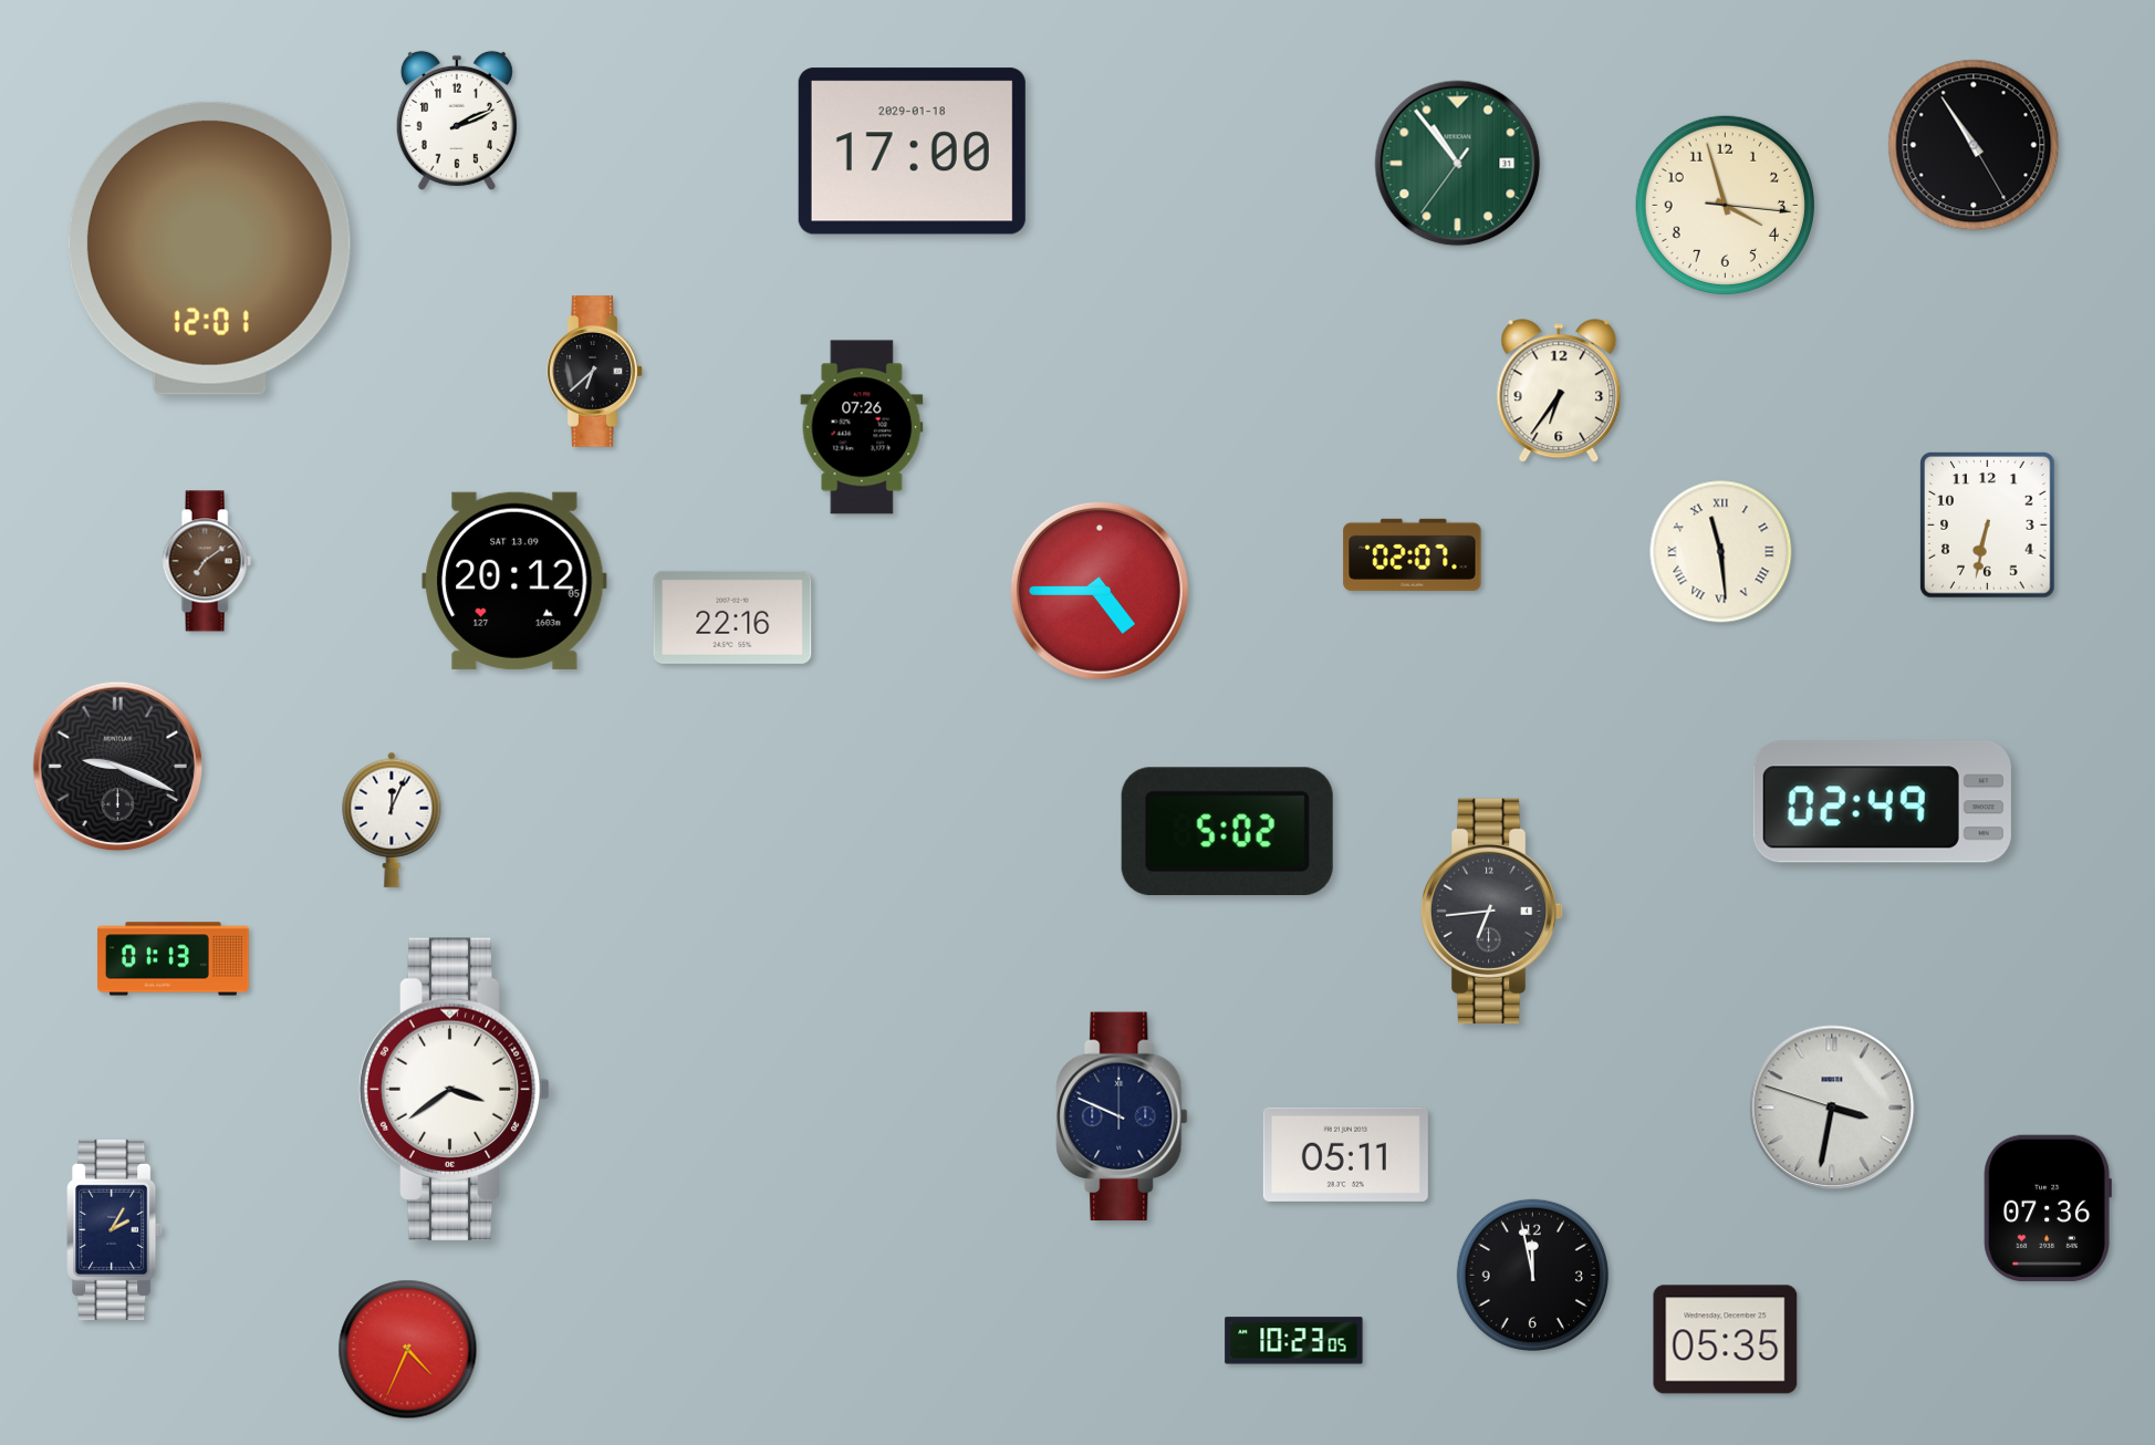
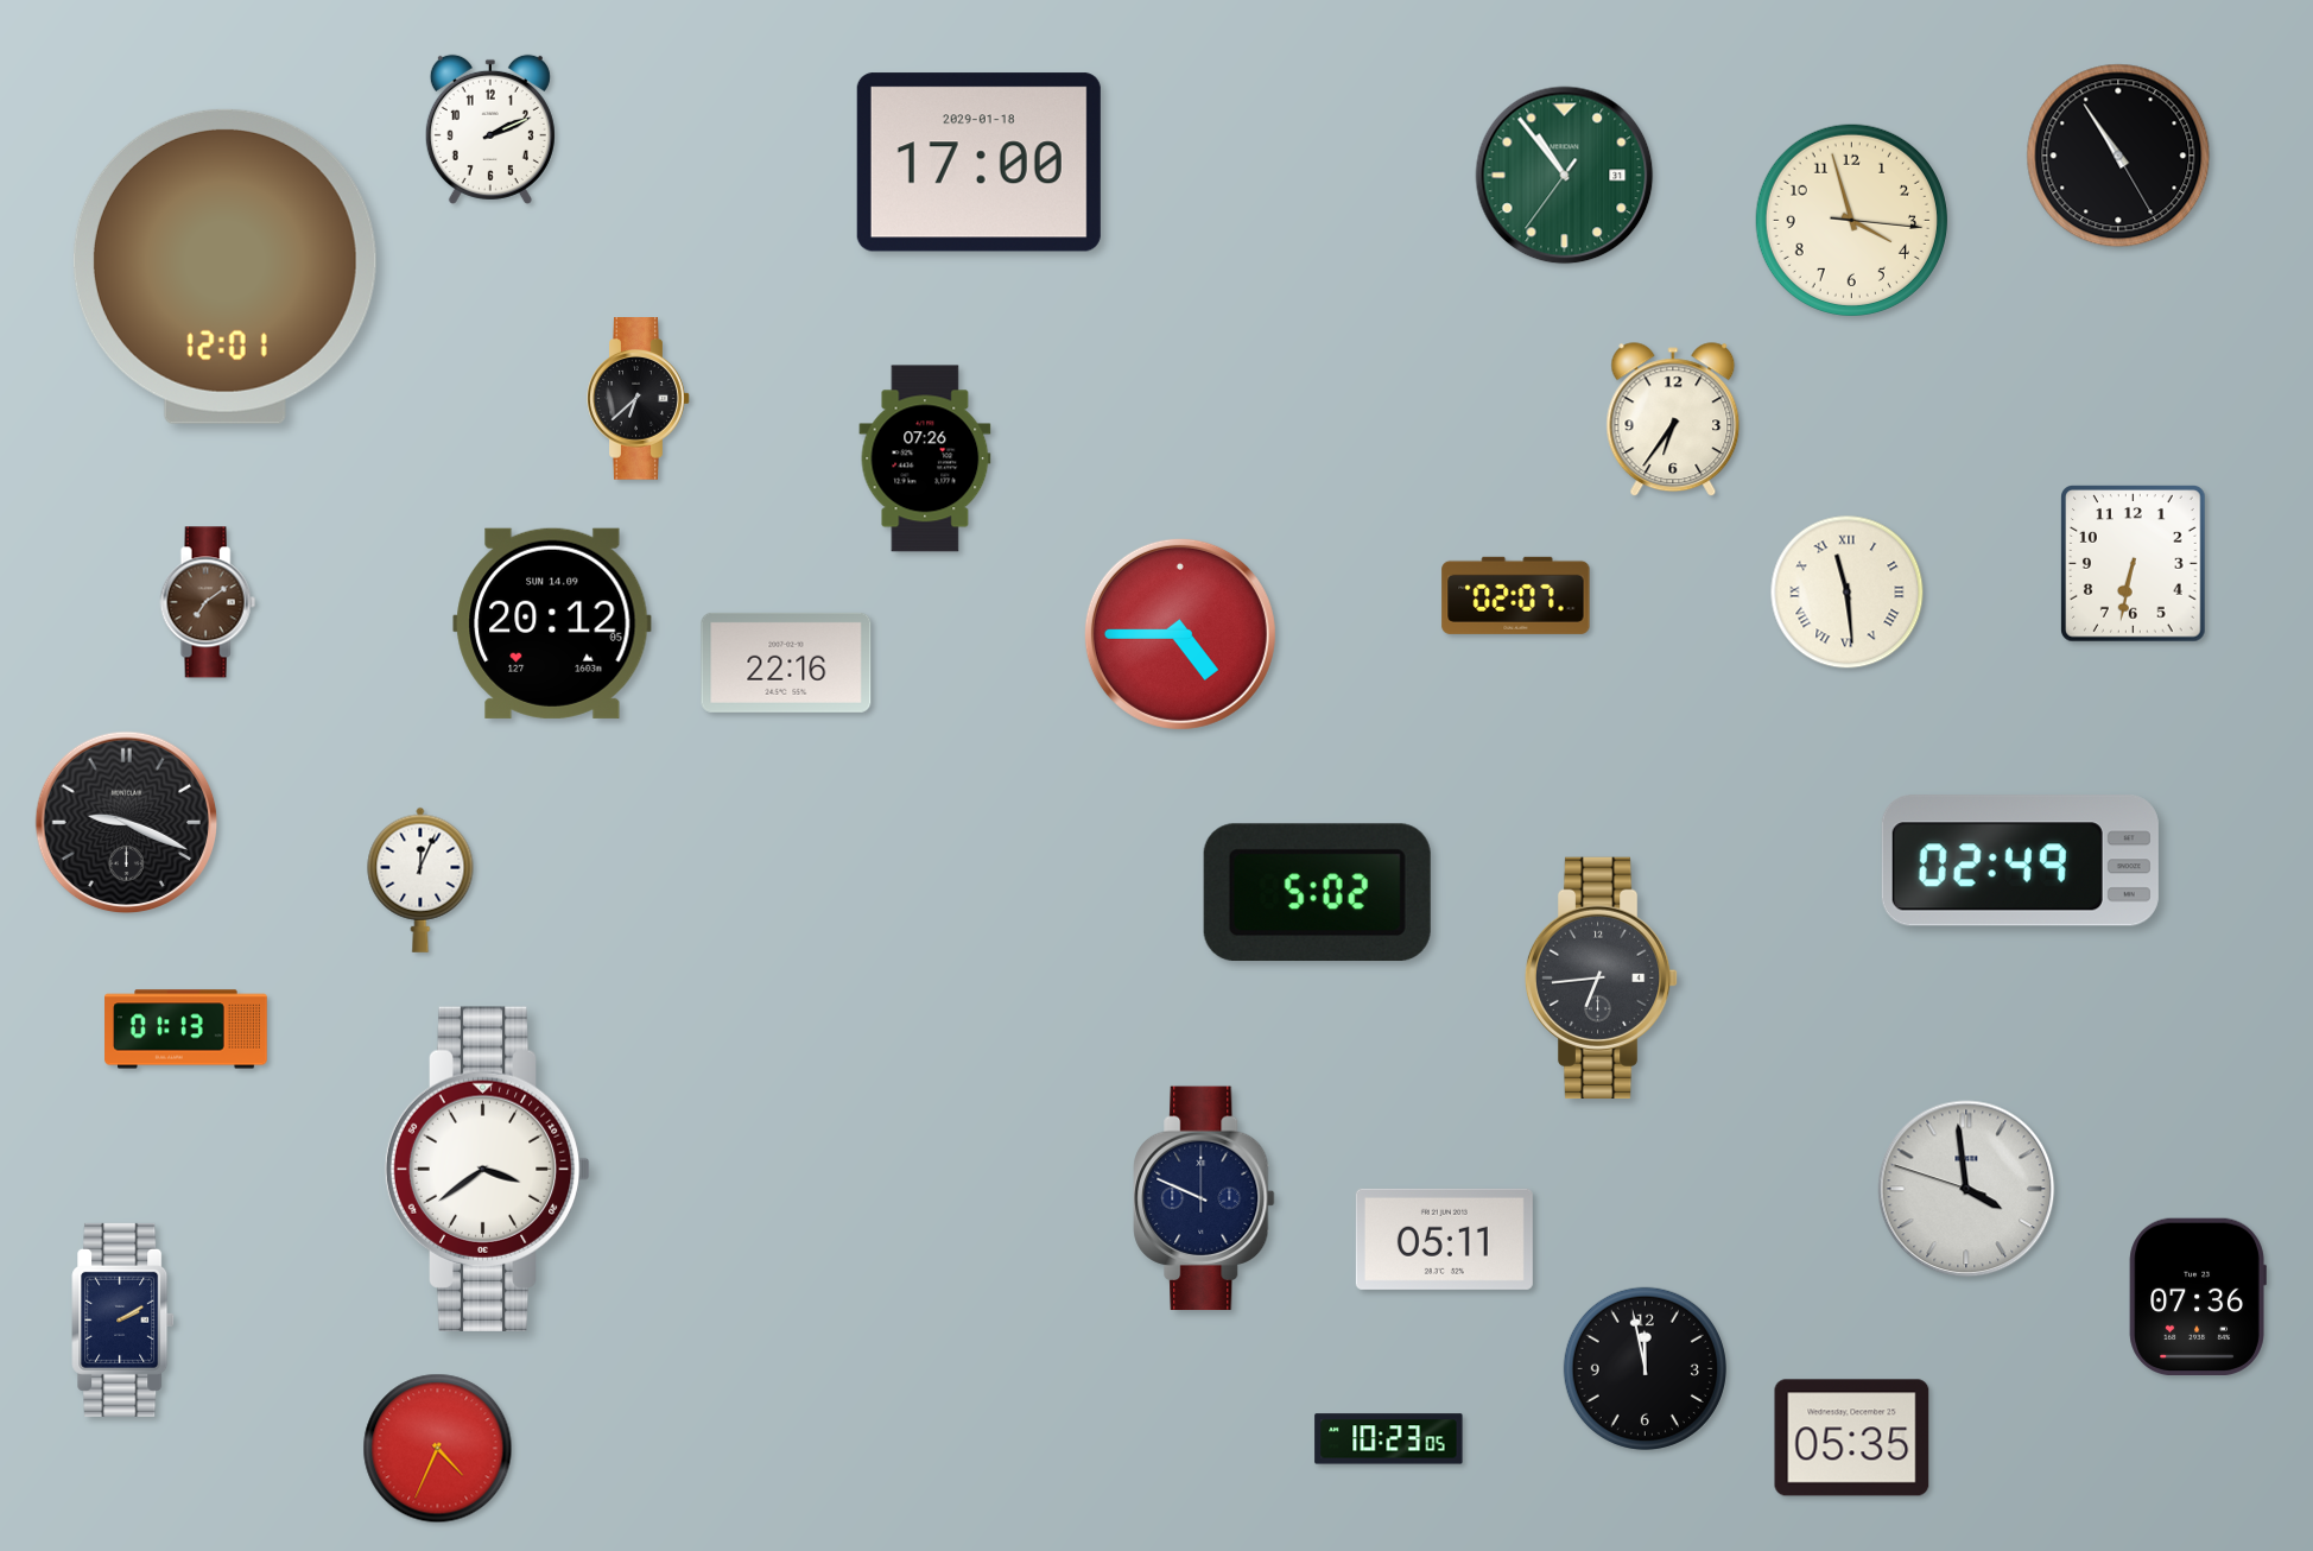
clock at (207, 561) position: (207, 561) -> (208, 602)
clock at (514, 581) date: SAT 13.09 -> SUN 14.09
clock at (1832, 1108): 3:31 -> 3:58
clock at (115, 1229): 2:05 -> 2:10
